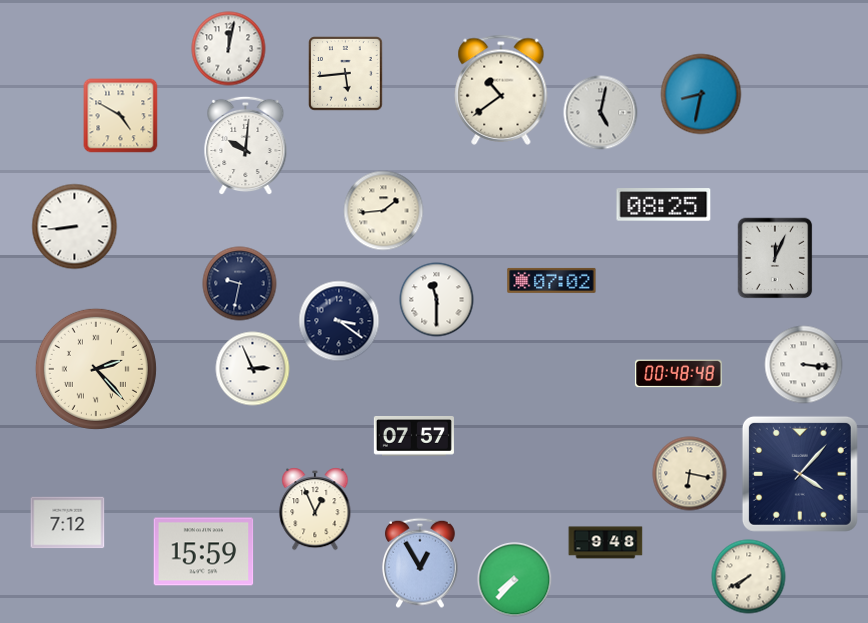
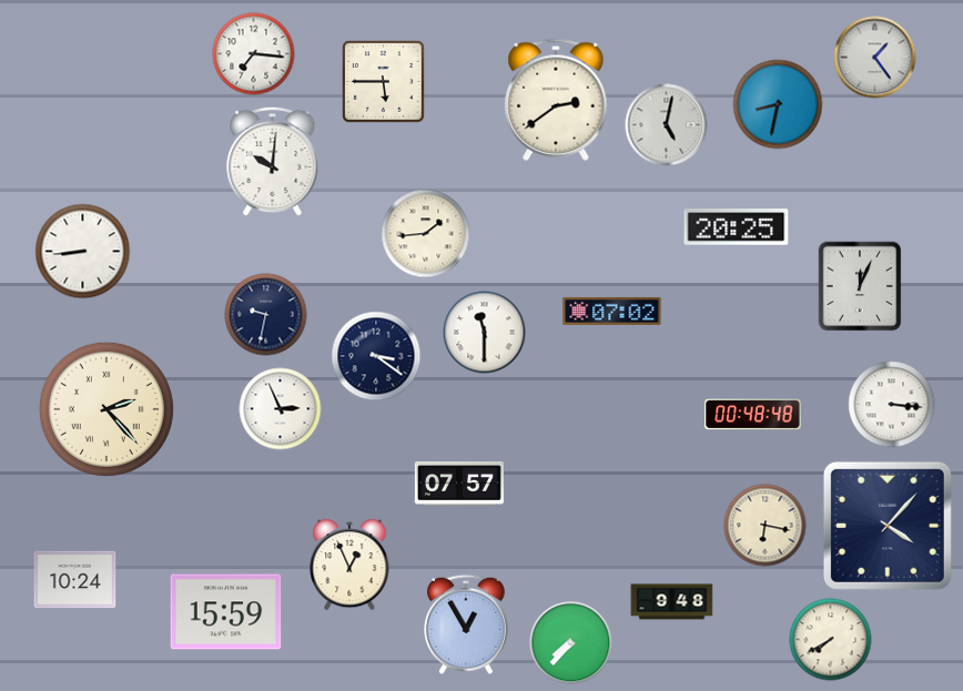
clock at (229, 49): 12:02 -> 7:16
clock at (875, 58): none -> 1:24
clock at (346, 74): 5:44 -> 5:45
clock at (501, 90): 10:39 -> 2:39
clock at (121, 116): 4:50 -> none
clock at (664, 205): 08:25 -> 20:25
clock at (68, 523): 7:12 -> 10:24
